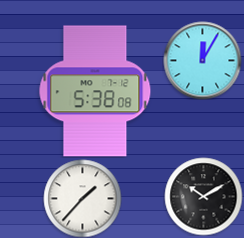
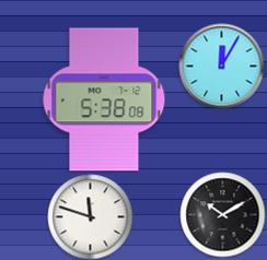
clock at (82, 198): 1:37 -> 11:48
